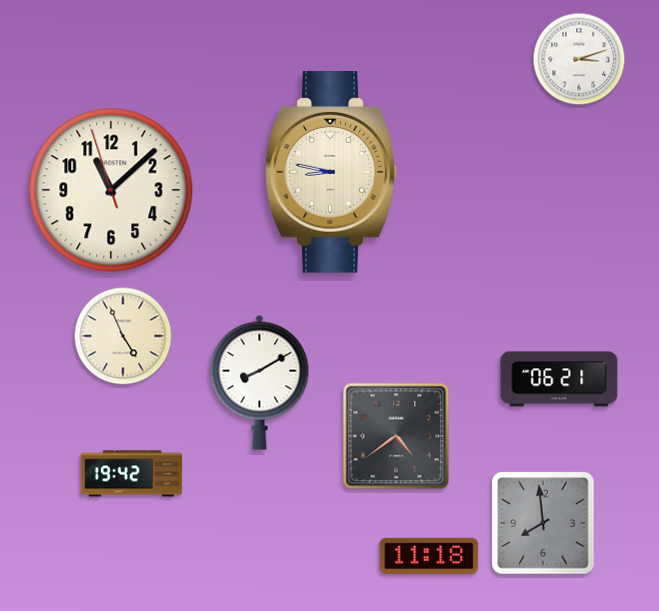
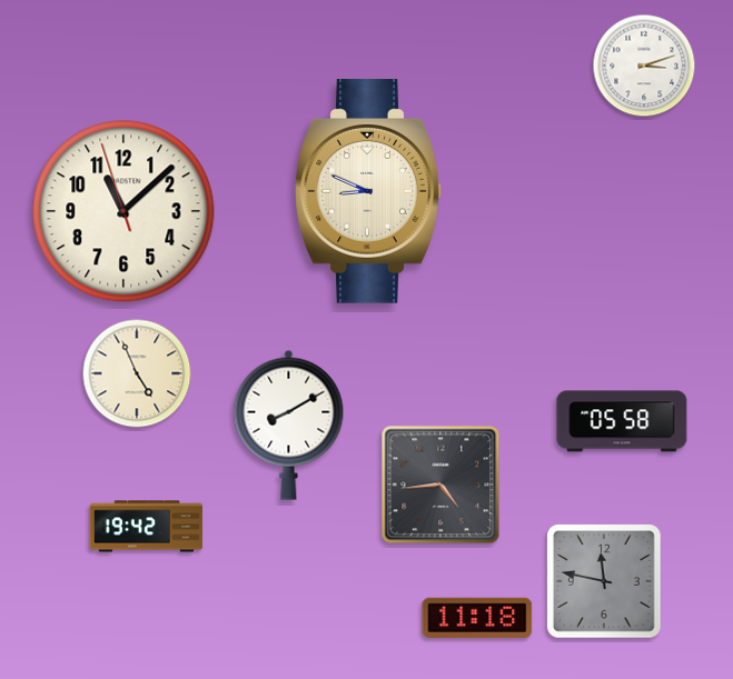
clock at (331, 173): 8:47 -> 8:49
clock at (559, 379): 06:21 -> 05:58
clock at (396, 436): 4:39 -> 4:44
clock at (543, 523): 7:59 -> 11:47
